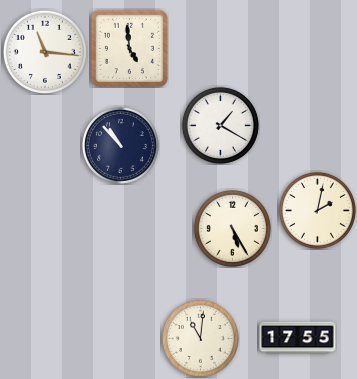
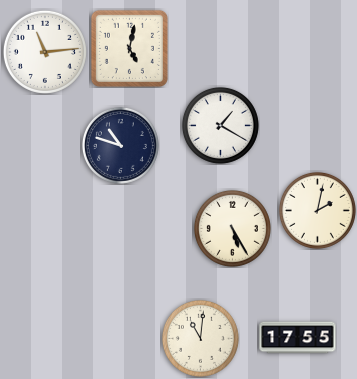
clock at (129, 48): 4:59 -> 5:02
clock at (45, 52): 11:16 -> 11:14
clock at (120, 145): 10:53 -> 10:48
